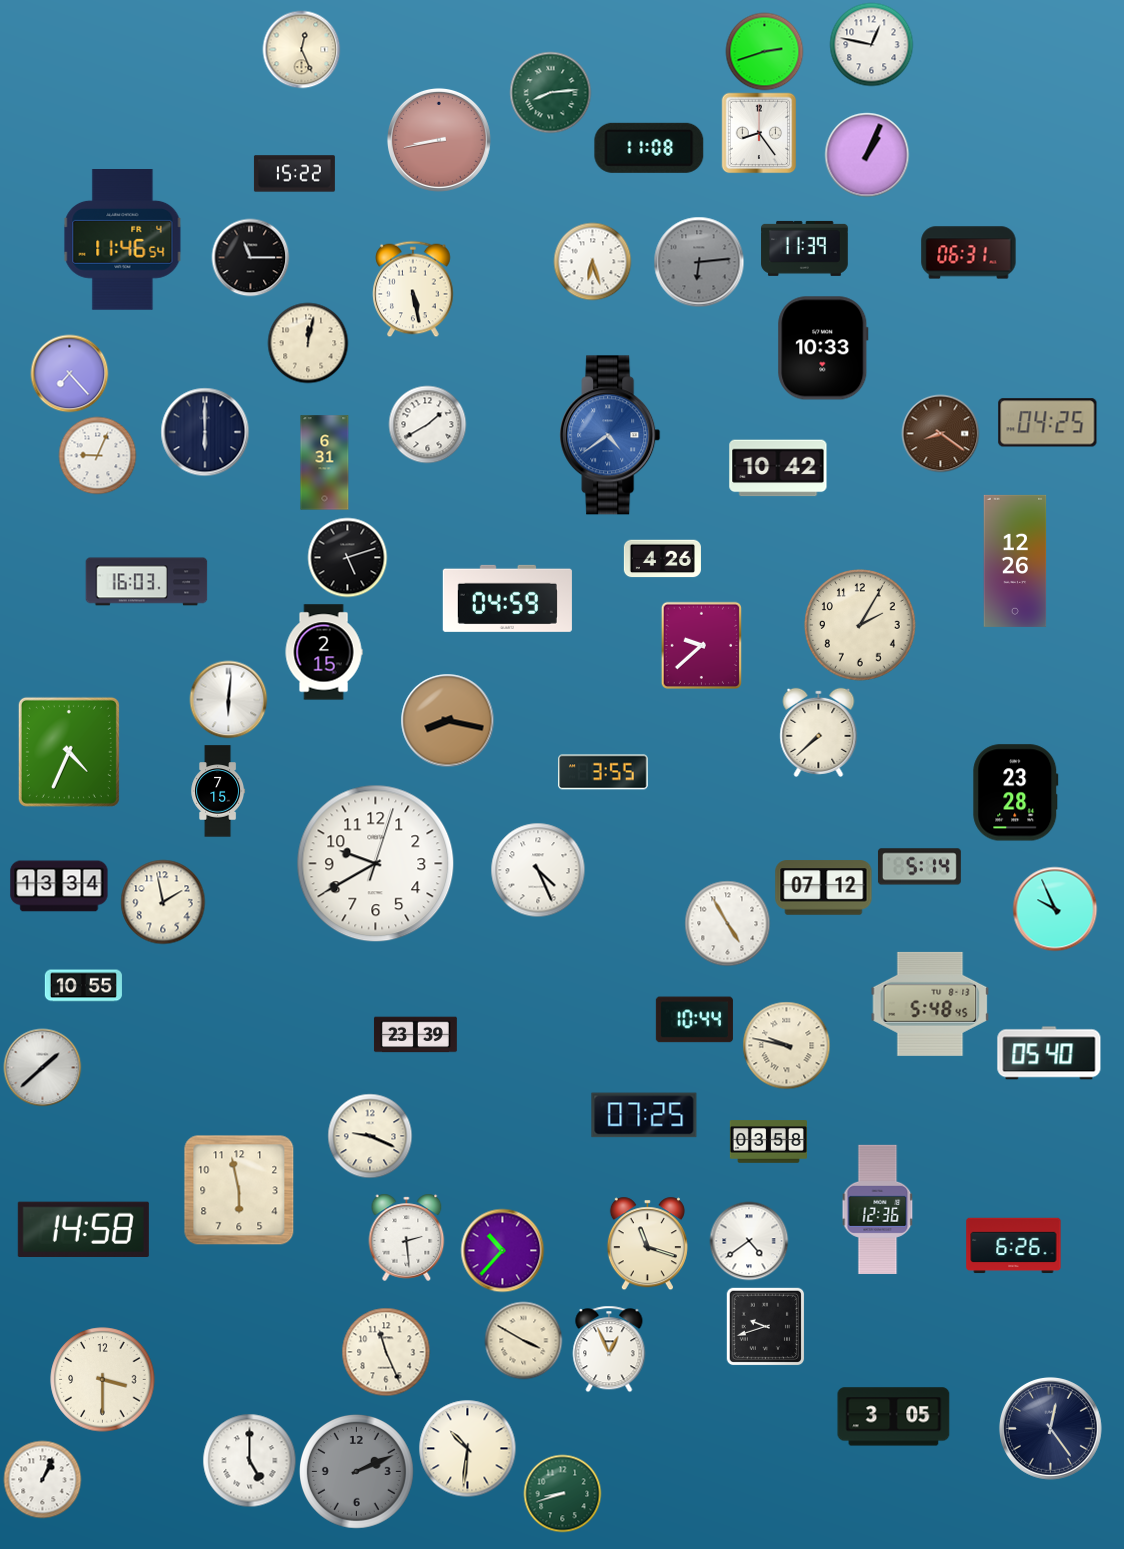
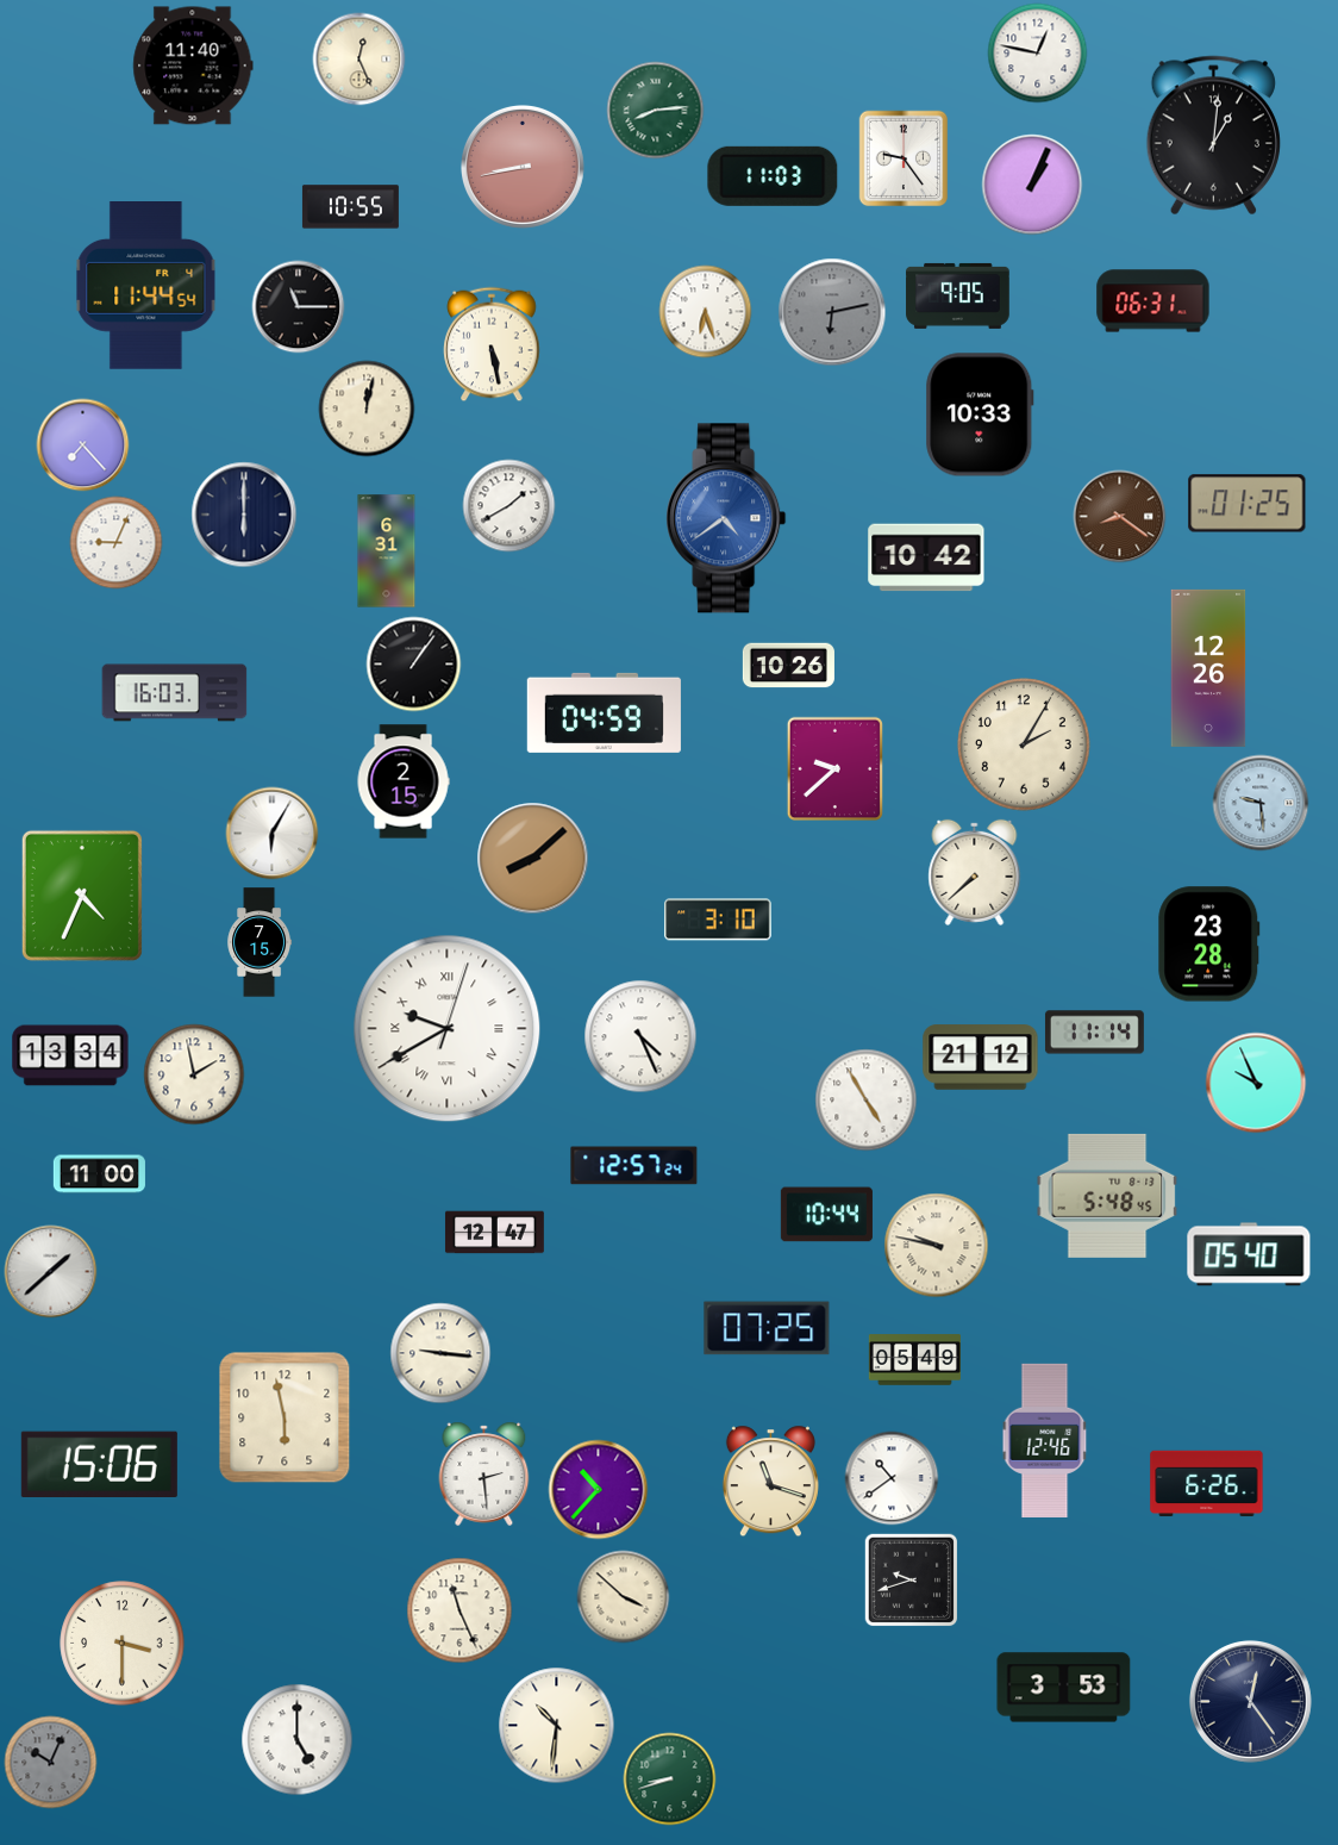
clock at (764, 51): 2:42 -> none
clock at (193, 66): none -> 11:40
clock at (1213, 136): none -> 1:01
clock at (759, 133): 8:24 -> 9:24
clock at (649, 148): 11:08 -> 11:03
clock at (294, 174): 15:22 -> 10:55
clock at (123, 240): 11:46 -> 11:44
clock at (805, 248): 11:39 -> 9:05
clock at (699, 262): 6:14 -> 6:13
clock at (1048, 423): 04:25 -> 01:25
clock at (347, 557): 5:12 -> 1:06
clock at (662, 559): 4:26 -> 10:26
clock at (324, 652) position: (324, 652) -> (404, 781)
clock at (1261, 803): none -> 9:29
clock at (228, 699): 6:01 -> 6:05
clock at (447, 720): 8:17 -> 8:08
clock at (603, 772): 3:55 -> 3:10
clock at (376, 864) numerals: Arabic -> Roman
clock at (919, 867): 5:14 -> 11:14
clock at (824, 888): 07:12 -> 21:12
clock at (634, 1166): none -> 12:57
clock at (83, 986): 10:55 -> 11:00
clock at (416, 1035): 23:39 -> 12:47
clock at (370, 1136): 9:19 -> 9:16
clock at (768, 1142): 03:58 -> 05:49
clock at (878, 1209): 12:36 -> 12:46
clock at (83, 1229): 14:58 -> 15:06
clock at (749, 1241): 4:39 -> 10:39
clock at (523, 1340): 3:50 -> 3:52
clock at (609, 1349): 12:56 -> none
clock at (894, 1417): 3:05 -> 3:53
clock at (357, 1472): 2:11 -> none
clock at (42, 1479): 1:04 -> 10:04
clock at (42, 1479) dial: white -> grey
